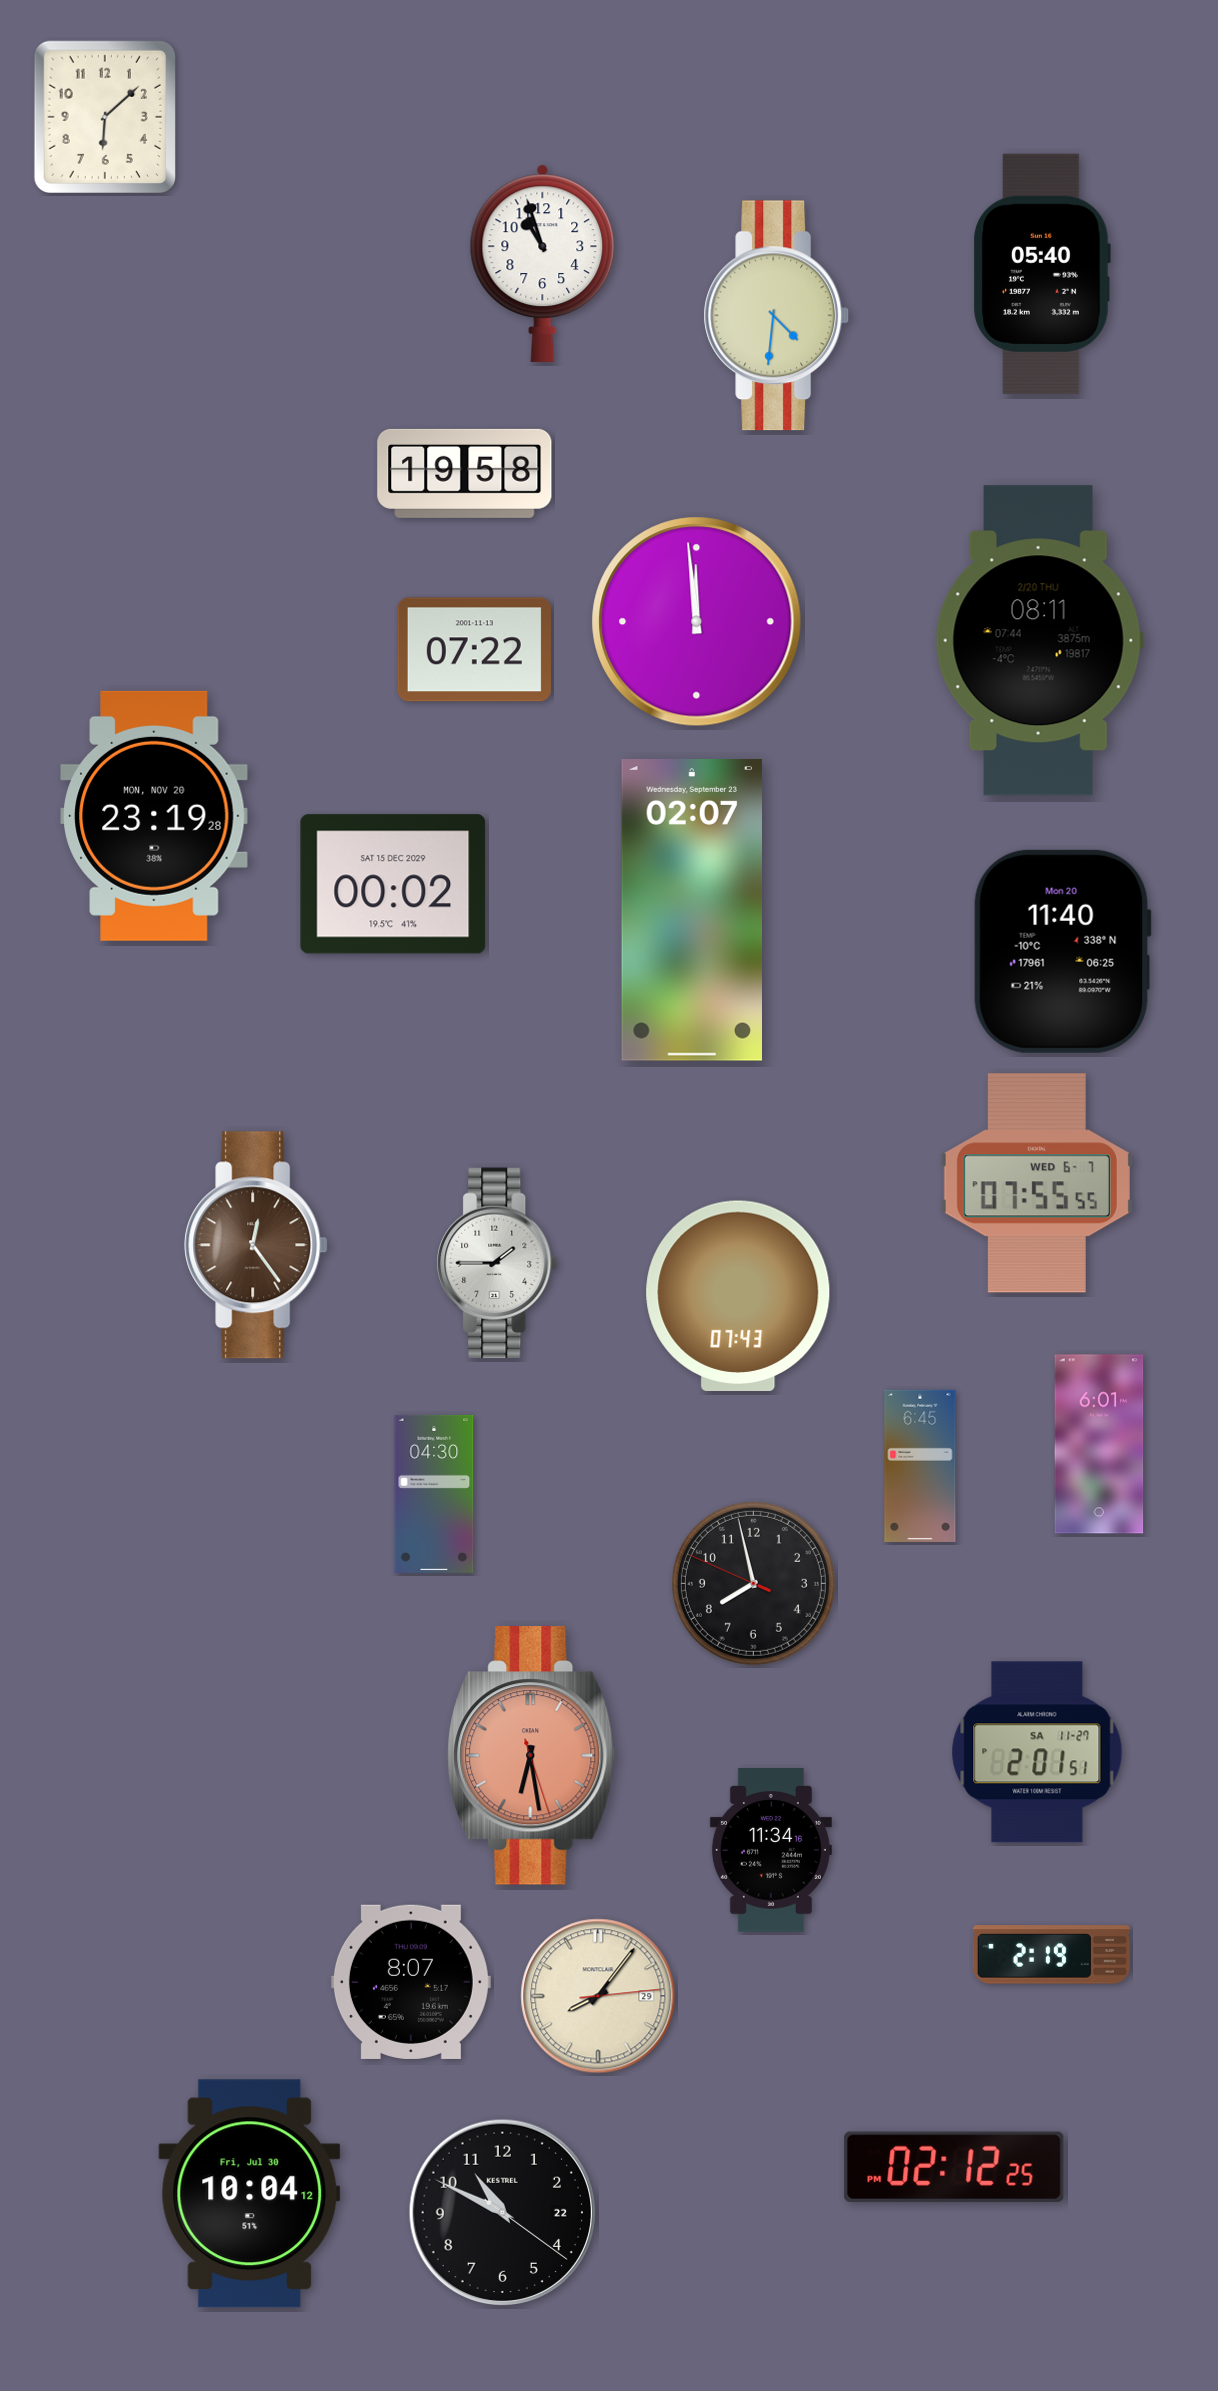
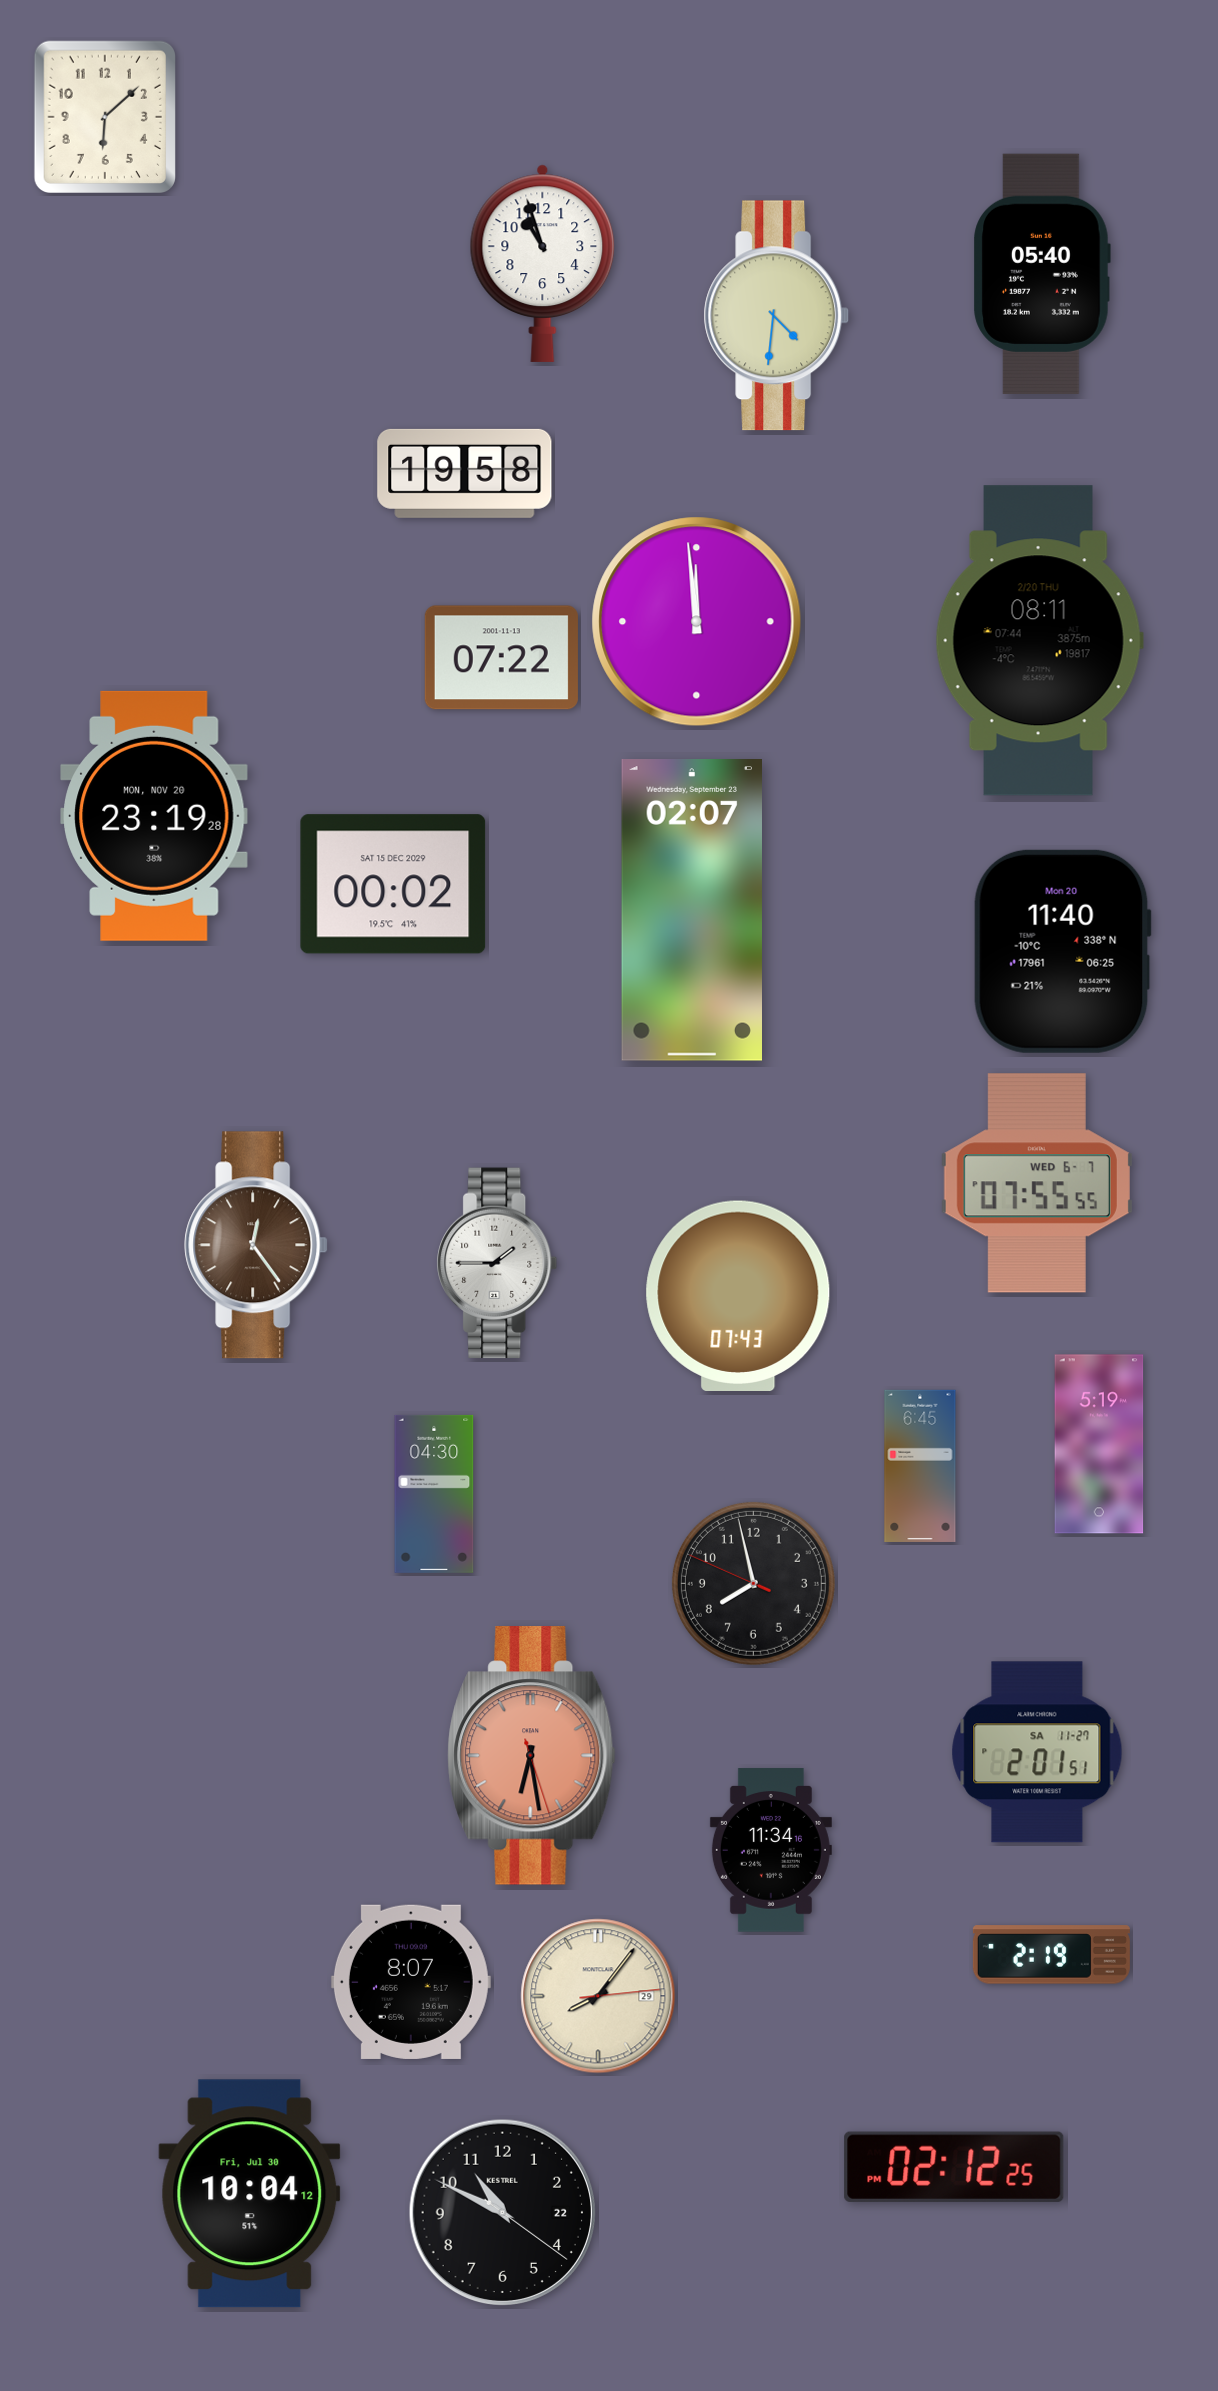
clock at (474, 650) position: (474, 650) -> (501, 658)
clock at (1099, 1444): 6:01 -> 5:19
